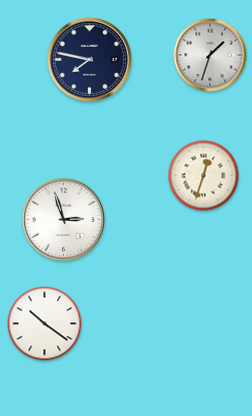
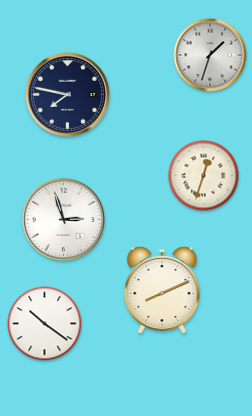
clock at (89, 59) position: (89, 59) -> (67, 94)
clock at (162, 290): none -> 8:11
